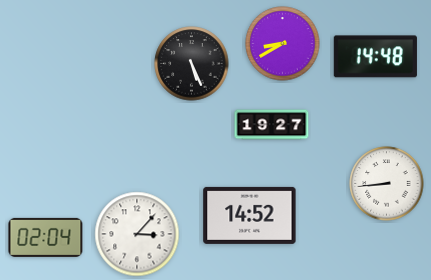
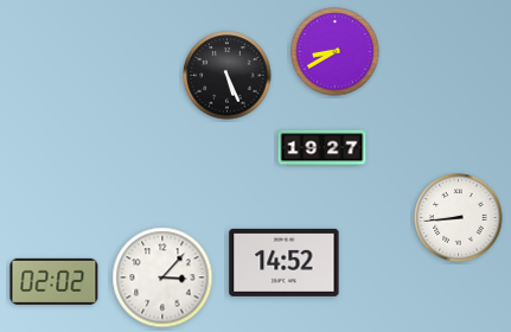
clock at (375, 57): 14:48 -> none
clock at (250, 215) position: (250, 215) -> (285, 262)
clock at (46, 237): 02:04 -> 02:02
